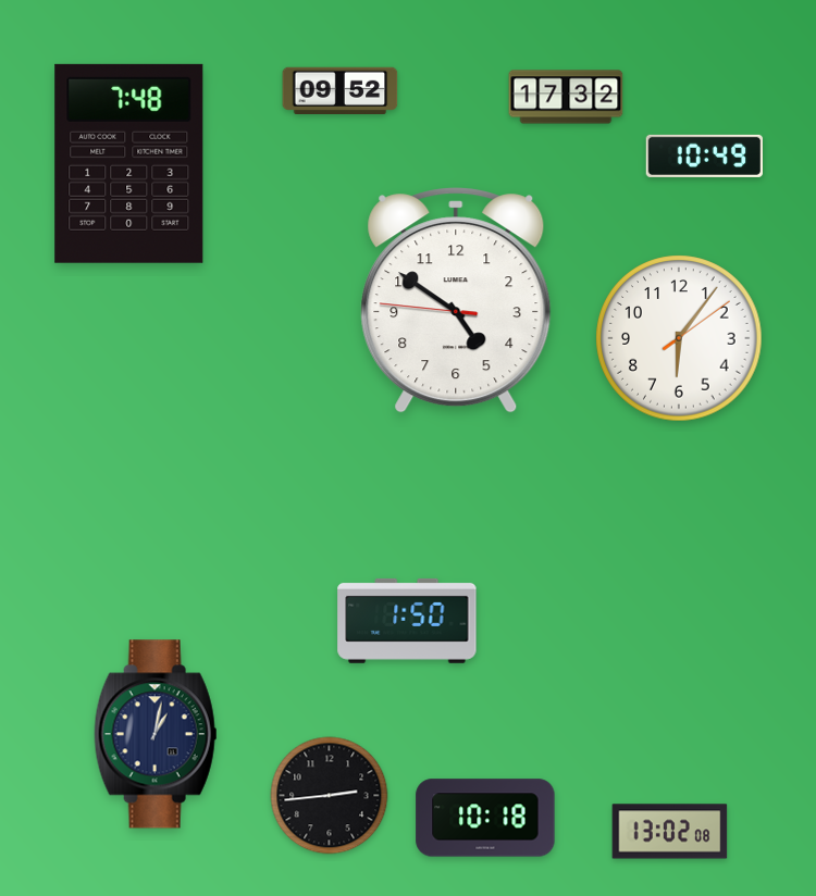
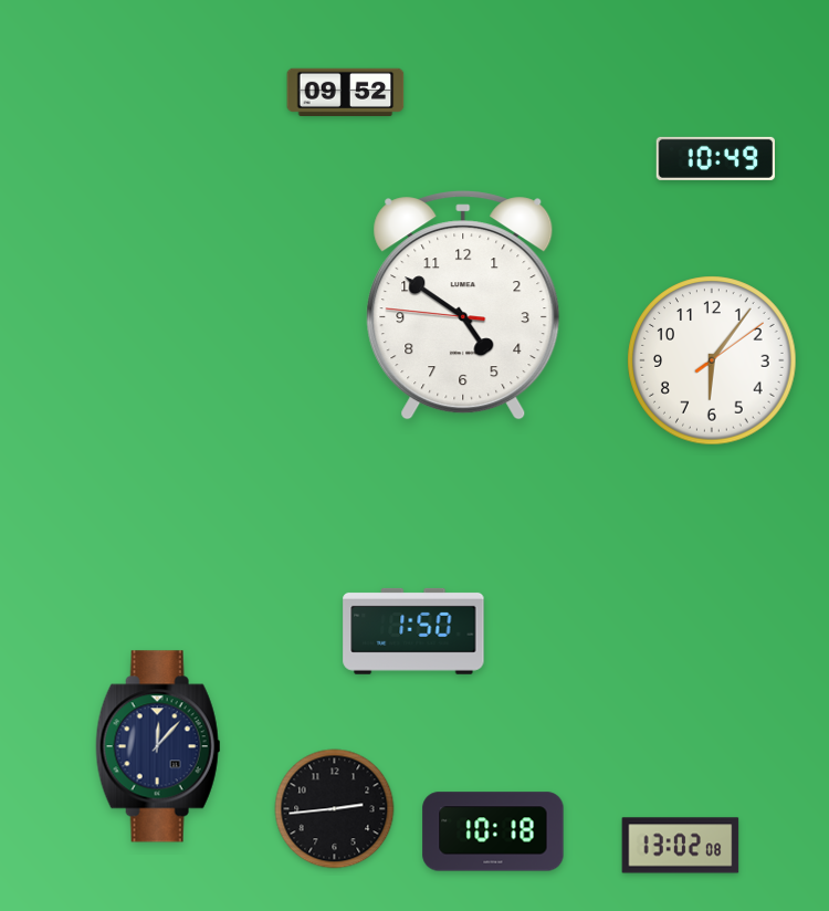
clock at (566, 97): 17:32 -> none
clock at (129, 163): 7:48 -> none
clock at (679, 338) position: (679, 338) -> (712, 360)
clock at (156, 734): 1:02 -> 12:07
